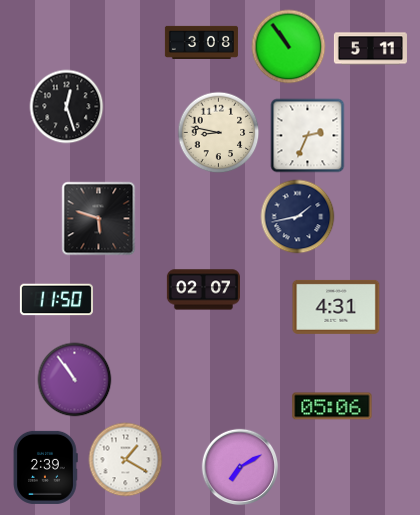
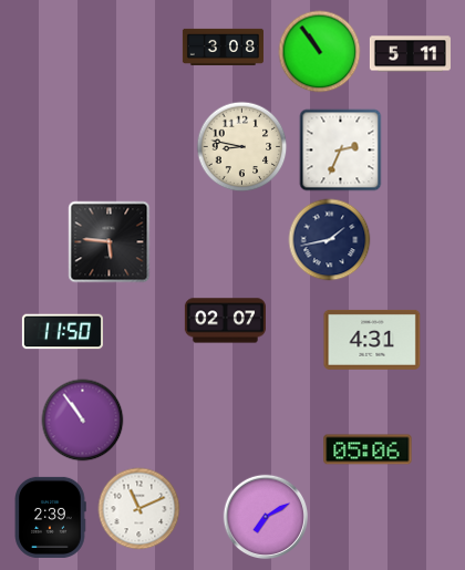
clock at (67, 107): 12:27 -> none
clock at (99, 219): 5:48 -> 5:46
clock at (126, 460): 1:20 -> 11:11
